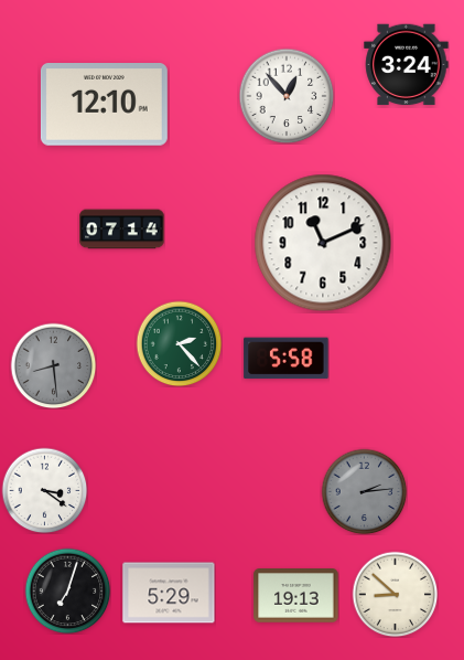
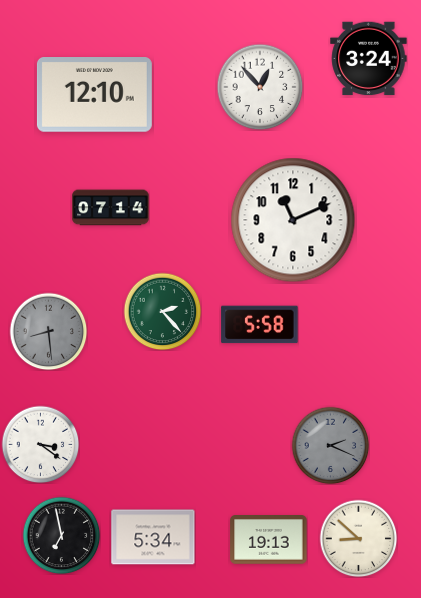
clock at (364, 491): 2:14 -> 2:19
clock at (67, 590): 7:03 -> 6:58
clock at (169, 593): 5:29 -> 5:34
